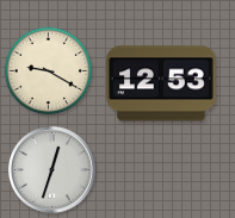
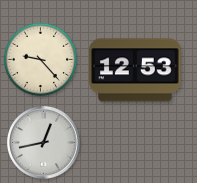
clock at (49, 71): 9:20 -> 9:23
clock at (52, 170): 12:33 -> 12:43
